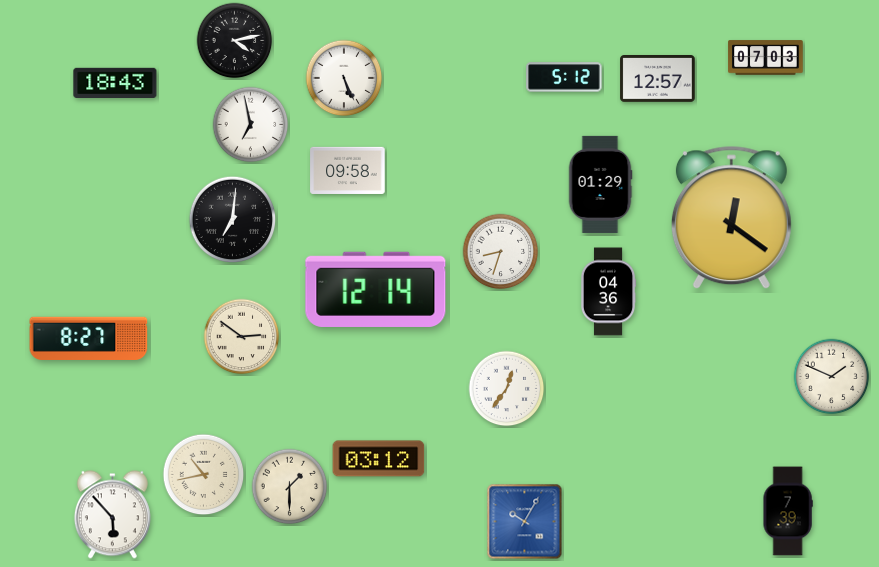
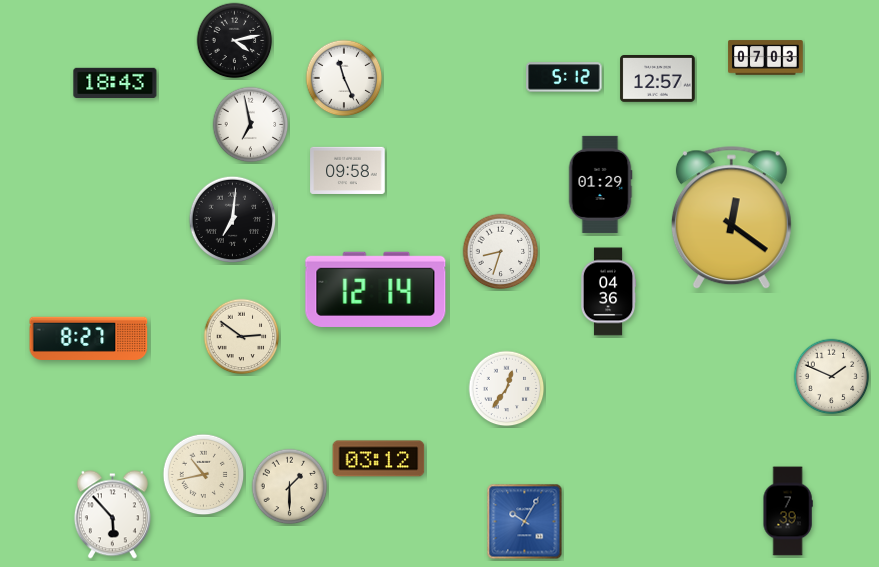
clock at (344, 78): 5:26 -> 11:26
